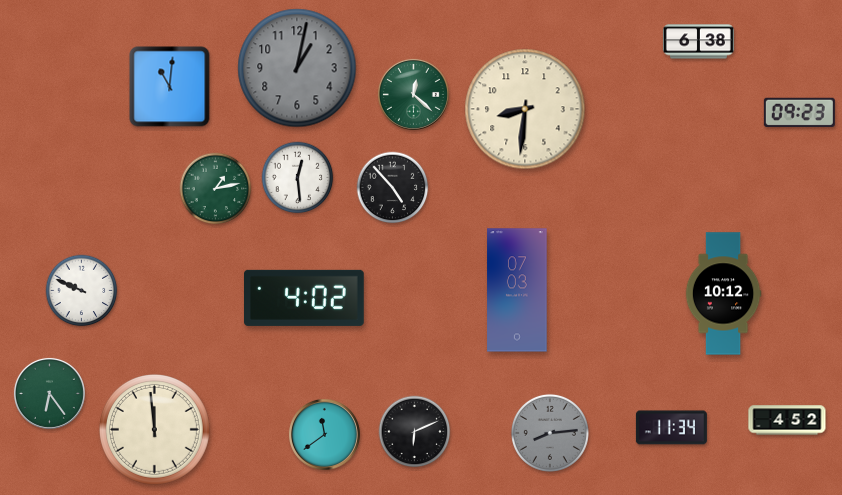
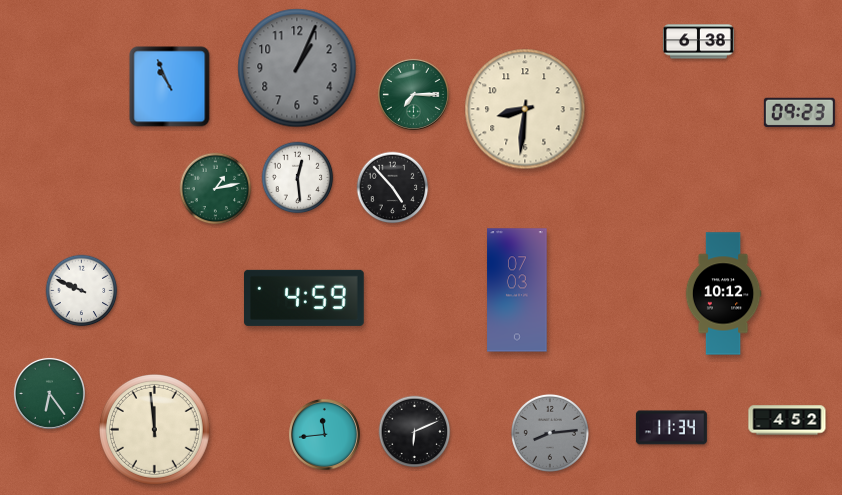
clock at (297, 68): 1:02 -> 1:04
clock at (170, 87): 11:01 -> 10:56
clock at (413, 94): 12:22 -> 7:15
clock at (305, 298): 4:02 -> 4:59
clock at (324, 434): 11:39 -> 11:44
